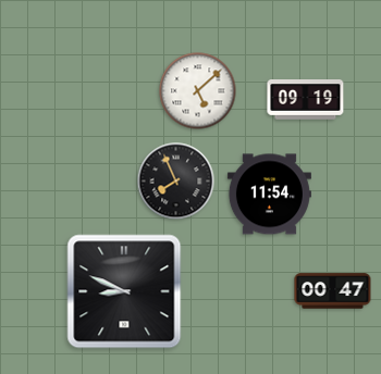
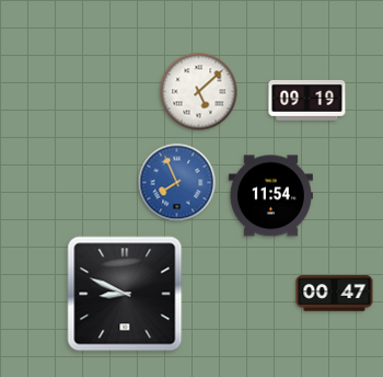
clock at (176, 182) dial: black -> blue
